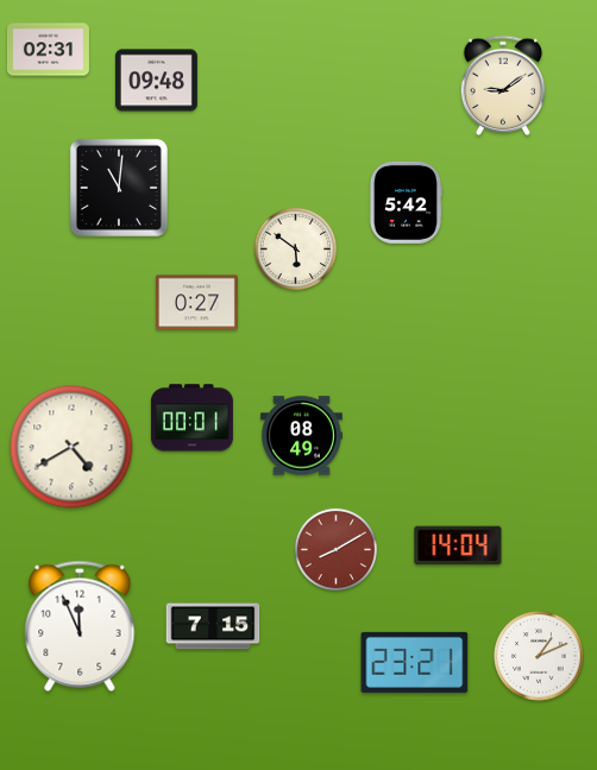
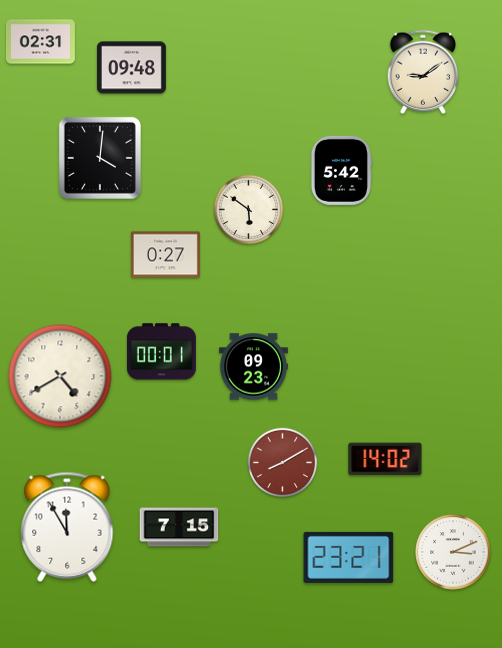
clock at (119, 188): 11:01 -> 4:01
clock at (301, 436): 08:49 -> 09:23
clock at (458, 545): 14:04 -> 14:02
clock at (80, 626): 11:56 -> 11:55
clock at (539, 656): 1:11 -> 3:11
